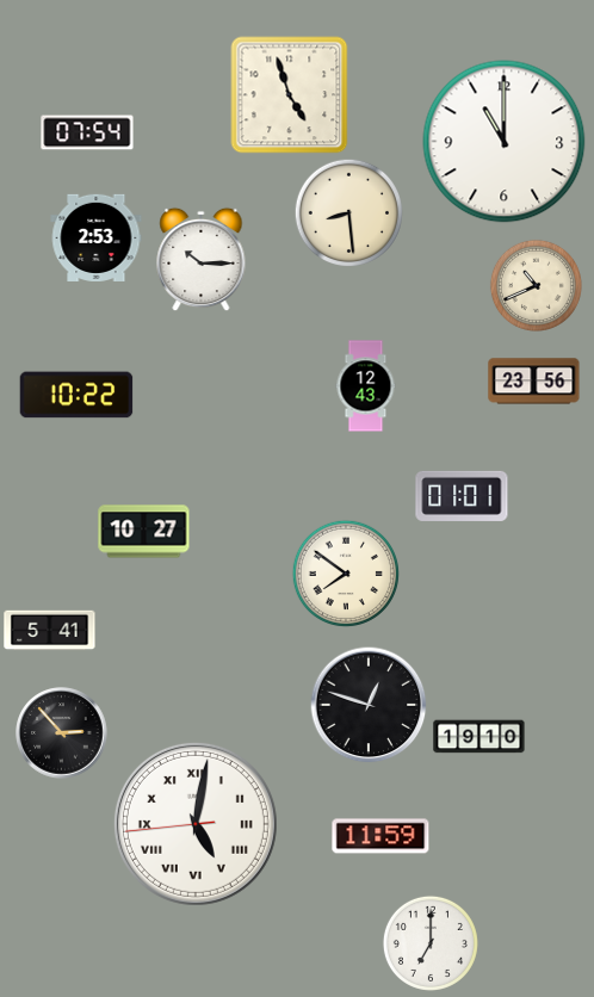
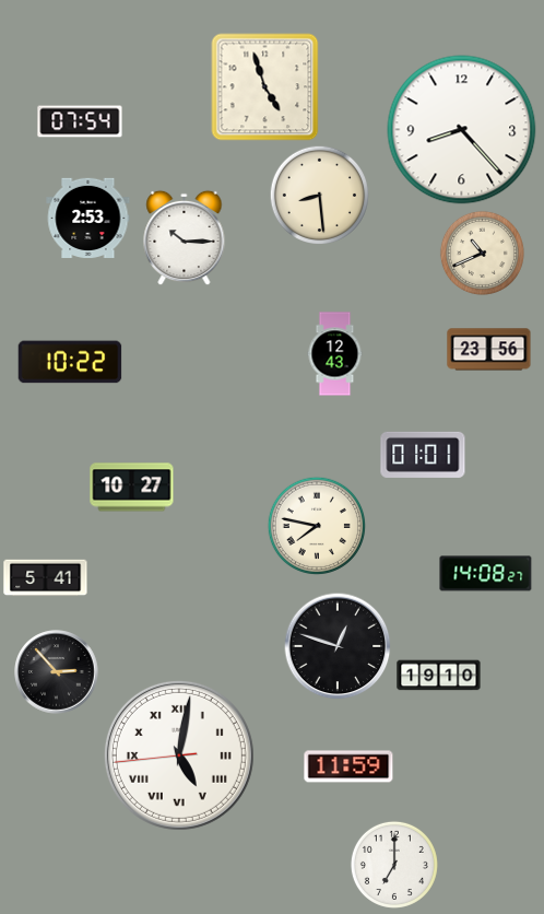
clock at (505, 142): 11:00 -> 8:23
clock at (536, 285) position: (536, 285) -> (482, 253)
clock at (345, 572): 7:51 -> 7:47
clock at (486, 574): none -> 14:08
